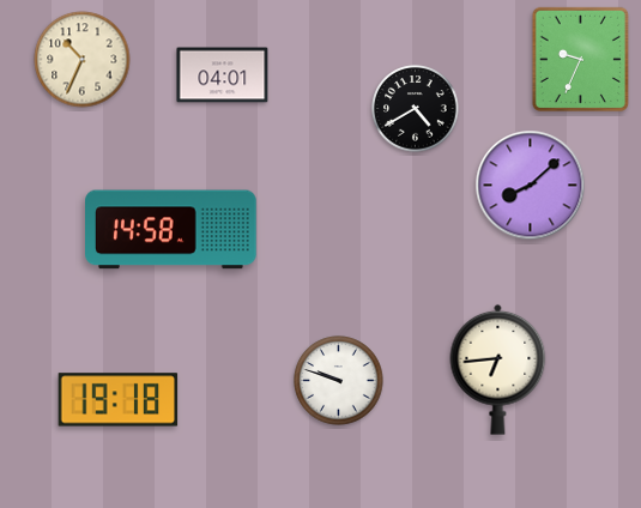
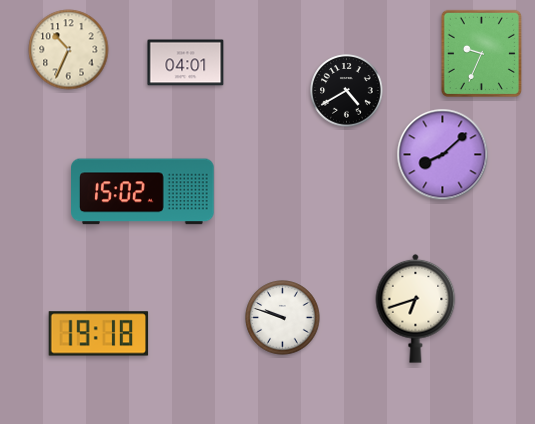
clock at (580, 59) position: (580, 59) -> (481, 53)
clock at (171, 230): 14:58 -> 15:02
clock at (498, 369): 6:44 -> 6:42
